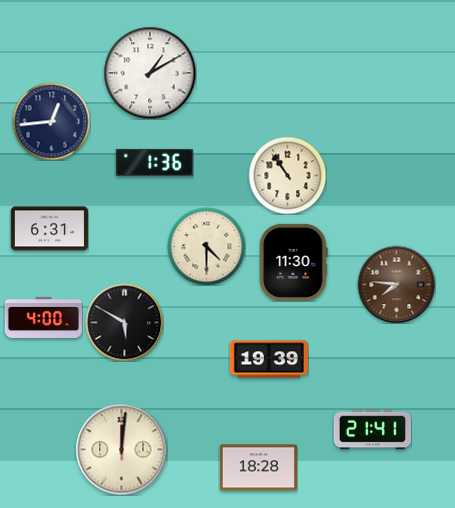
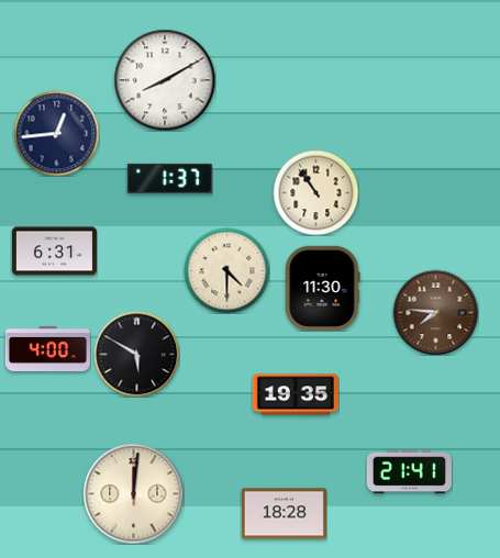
clock at (150, 73): 1:10 -> 8:10
clock at (154, 162): 1:36 -> 1:37
clock at (269, 359): 19:39 -> 19:35
